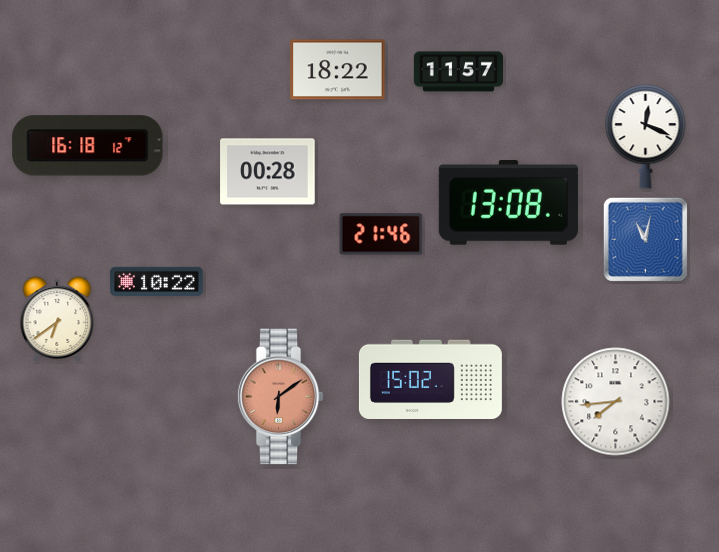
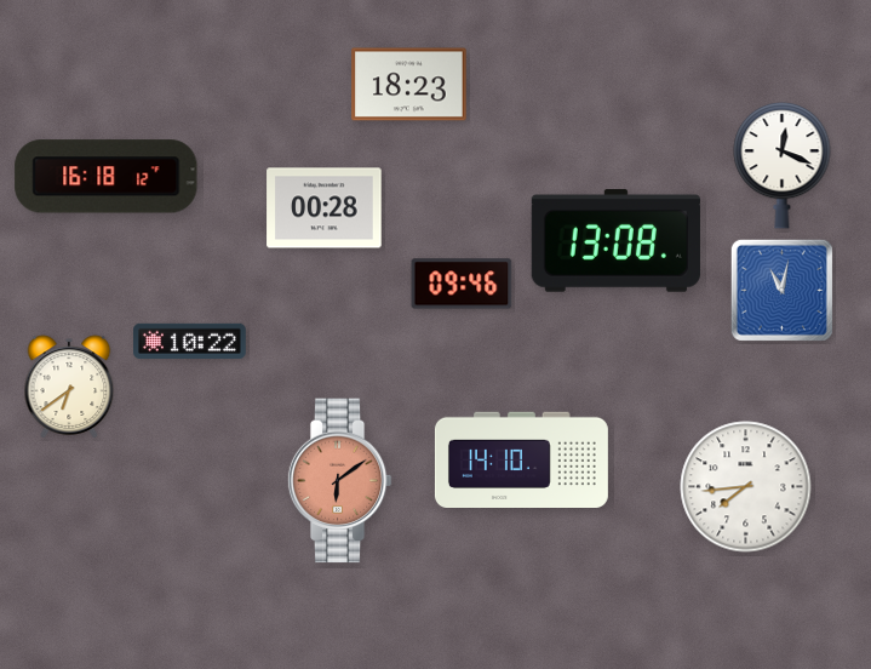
clock at (338, 70): 18:22 -> 18:23
clock at (458, 72): 11:57 -> none
clock at (508, 203) position: (508, 203) -> (615, 241)
clock at (381, 234): 21:46 -> 09:46
clock at (430, 380): 15:02 -> 14:10
